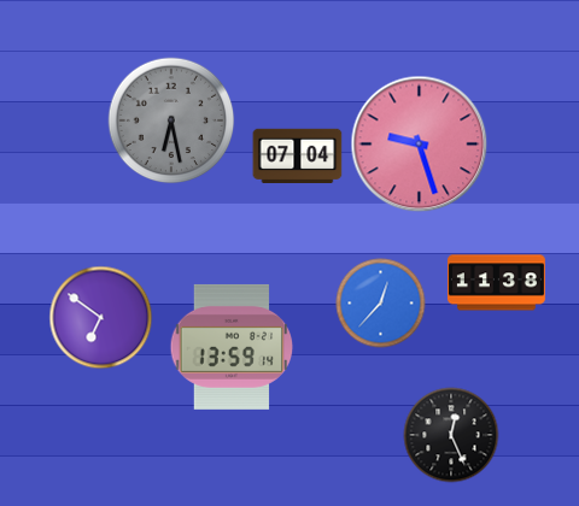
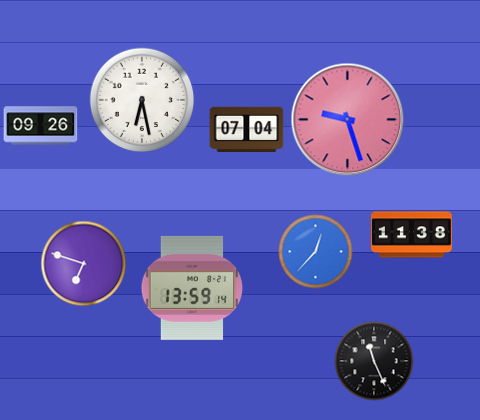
clock at (171, 120) dial: grey -> white
clock at (41, 126): none -> 09:26
clock at (101, 318): 6:51 -> 6:48
clock at (451, 435): 12:26 -> 11:26
